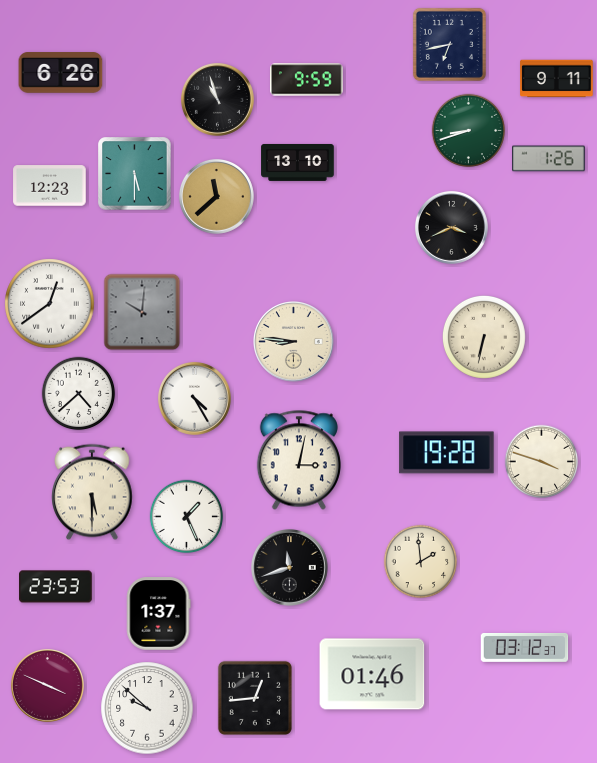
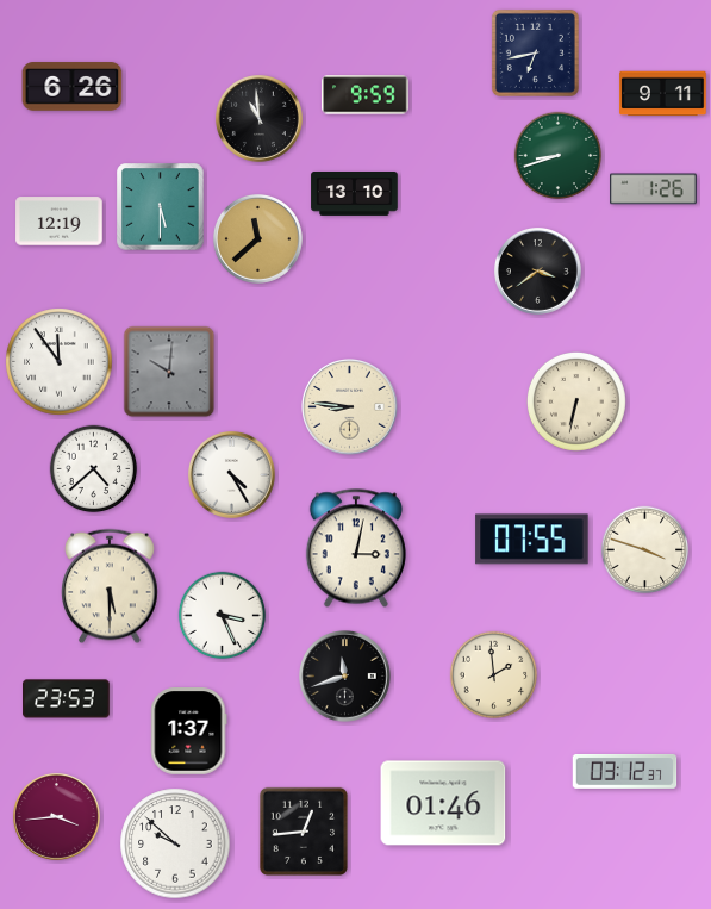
clock at (217, 99): 10:57 -> 10:59
clock at (50, 186): 12:23 -> 12:19
clock at (217, 197) position: (217, 197) -> (258, 239)
clock at (451, 227): 3:41 -> 3:39
clock at (50, 304): 12:39 -> 11:54
clock at (447, 453): 19:28 -> 07:55
clock at (187, 517): 1:26 -> 3:26
clock at (421, 562) position: (421, 562) -> (494, 675)
clock at (47, 685): 3:49 -> 3:44
